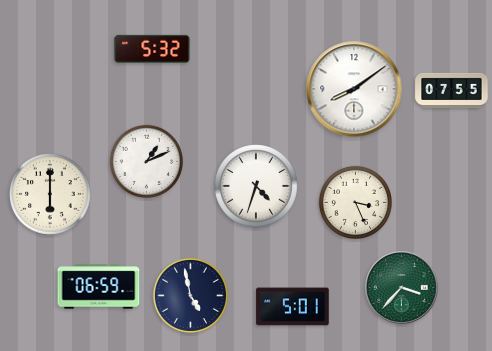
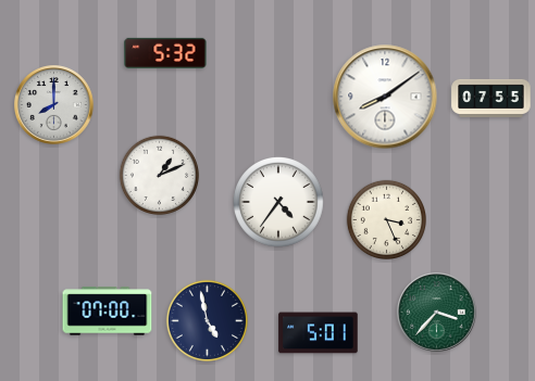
clock at (54, 105): none -> 8:00
clock at (256, 186): 4:33 -> 4:36
clock at (51, 195): 6:00 -> none
clock at (99, 287): 06:59 -> 07:00
